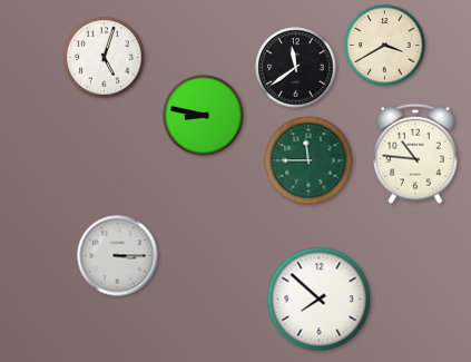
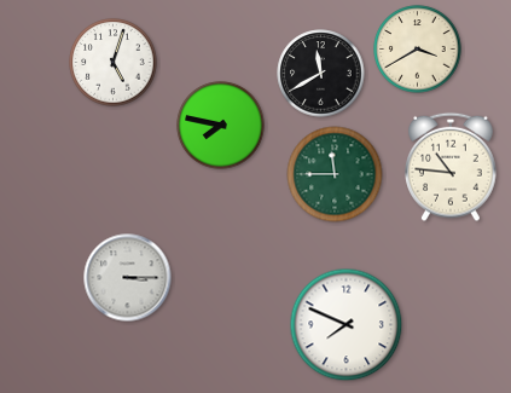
clock at (296, 68): 11:39 -> 11:40
clock at (204, 116): 8:47 -> 7:47
clock at (320, 300): 7:52 -> 7:49
